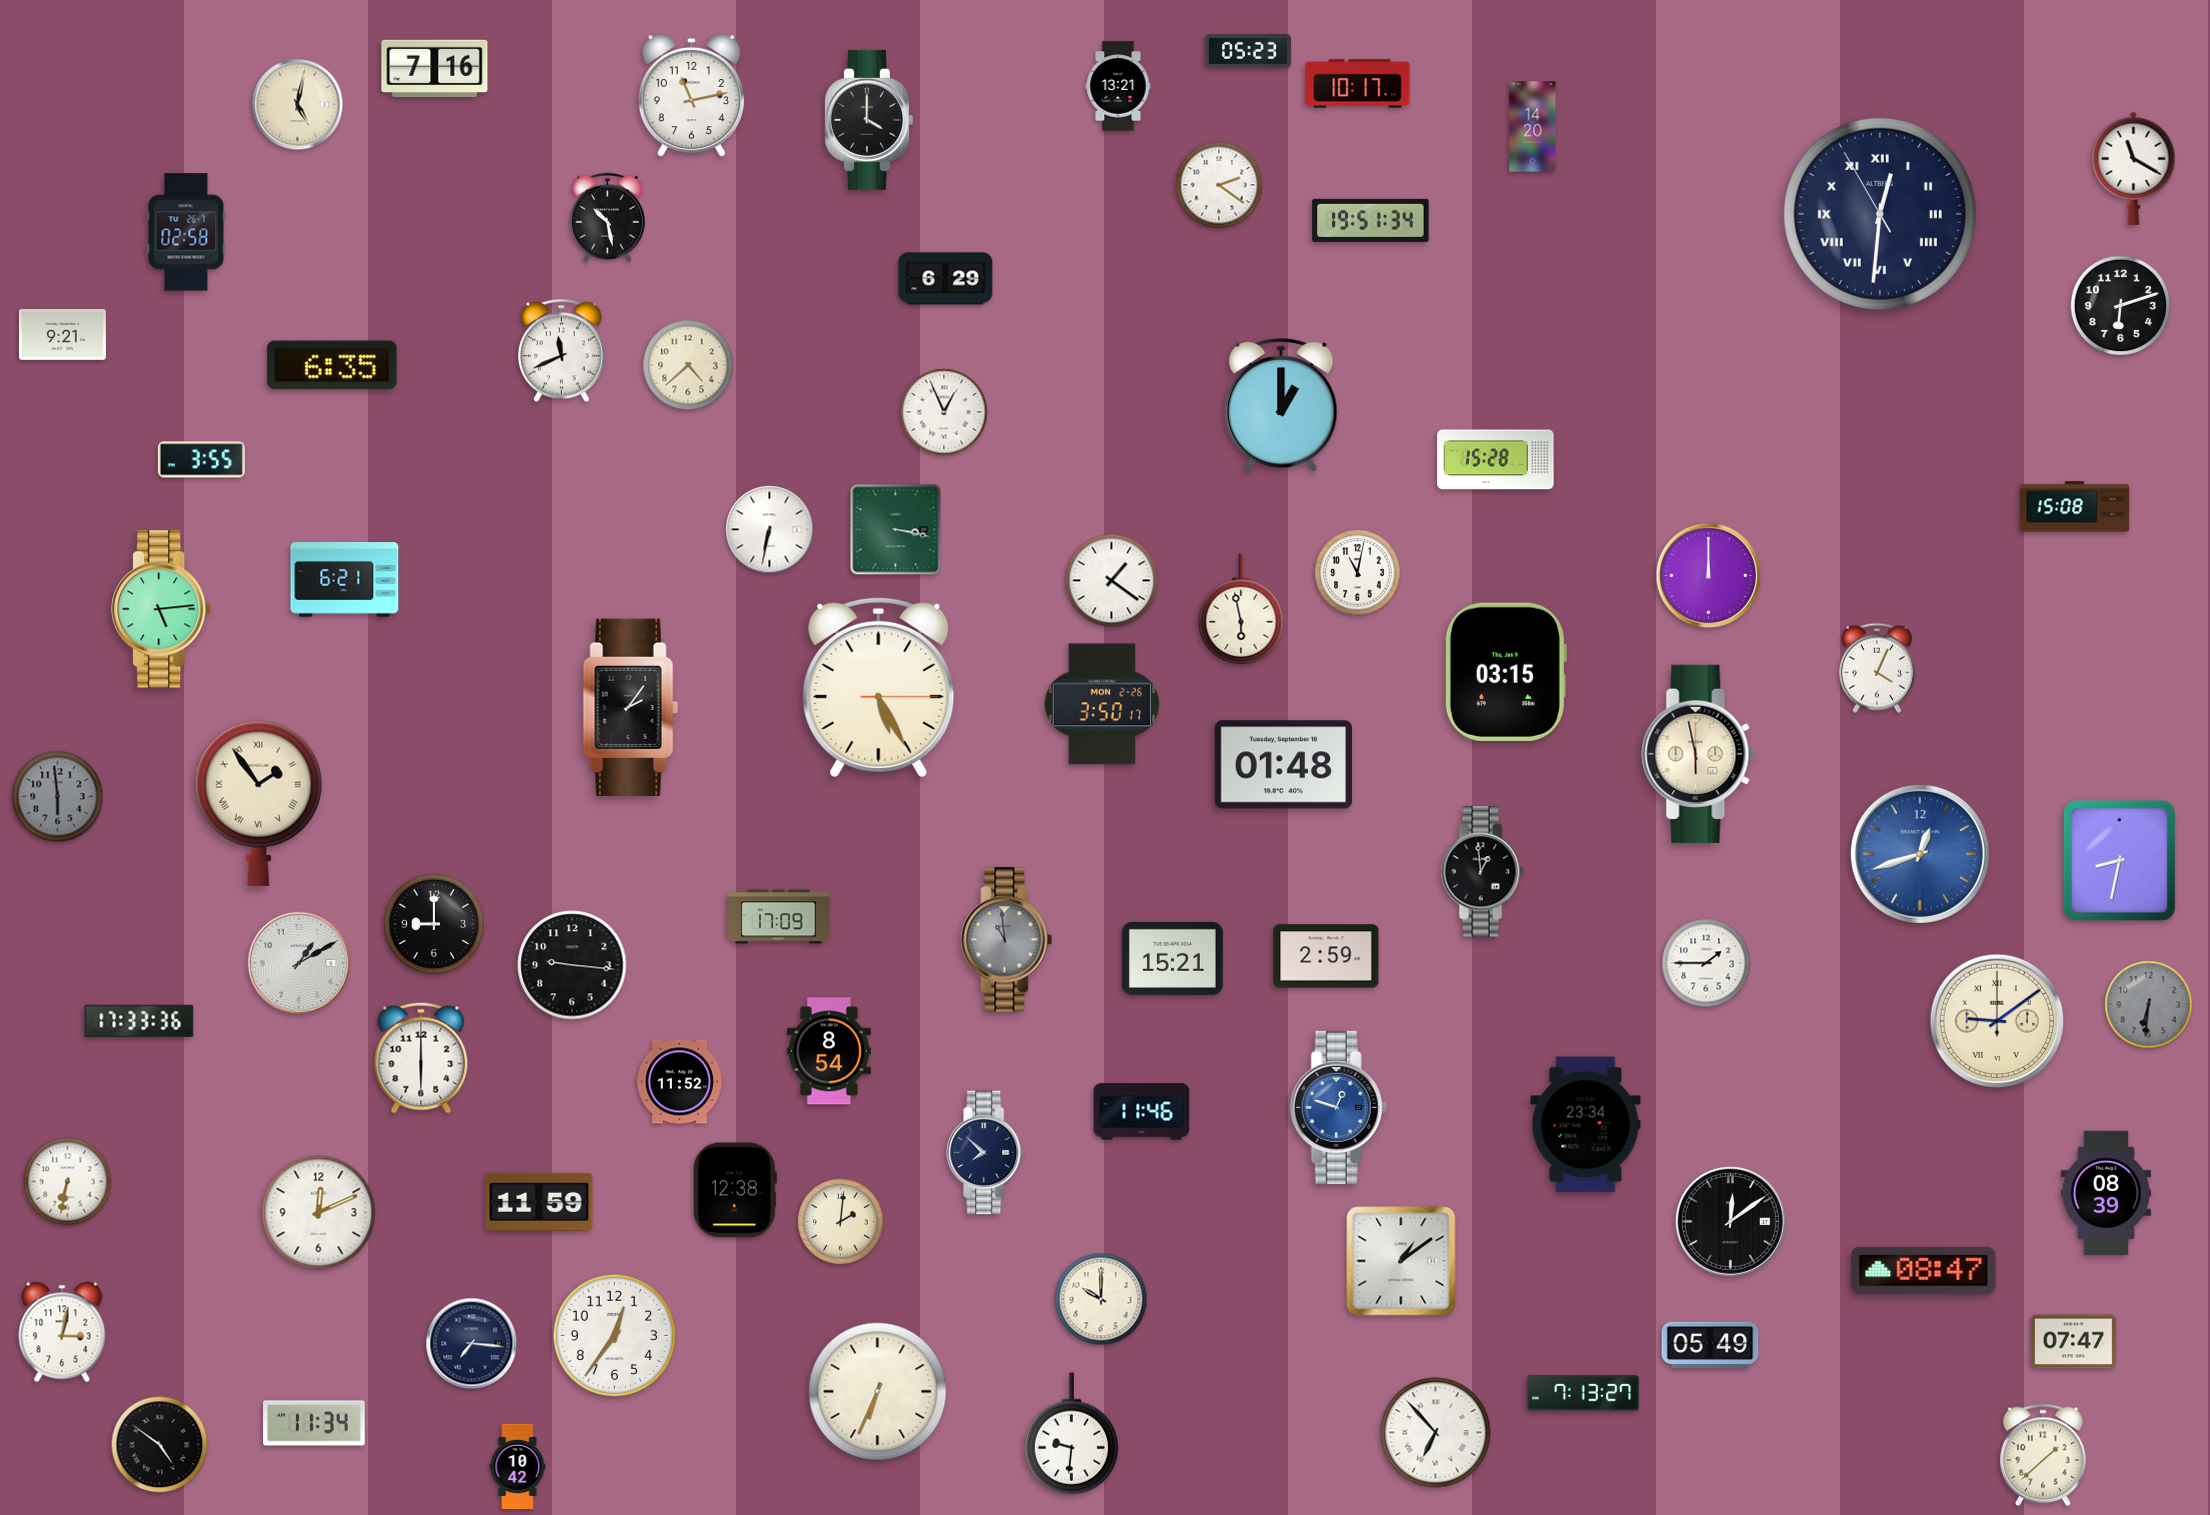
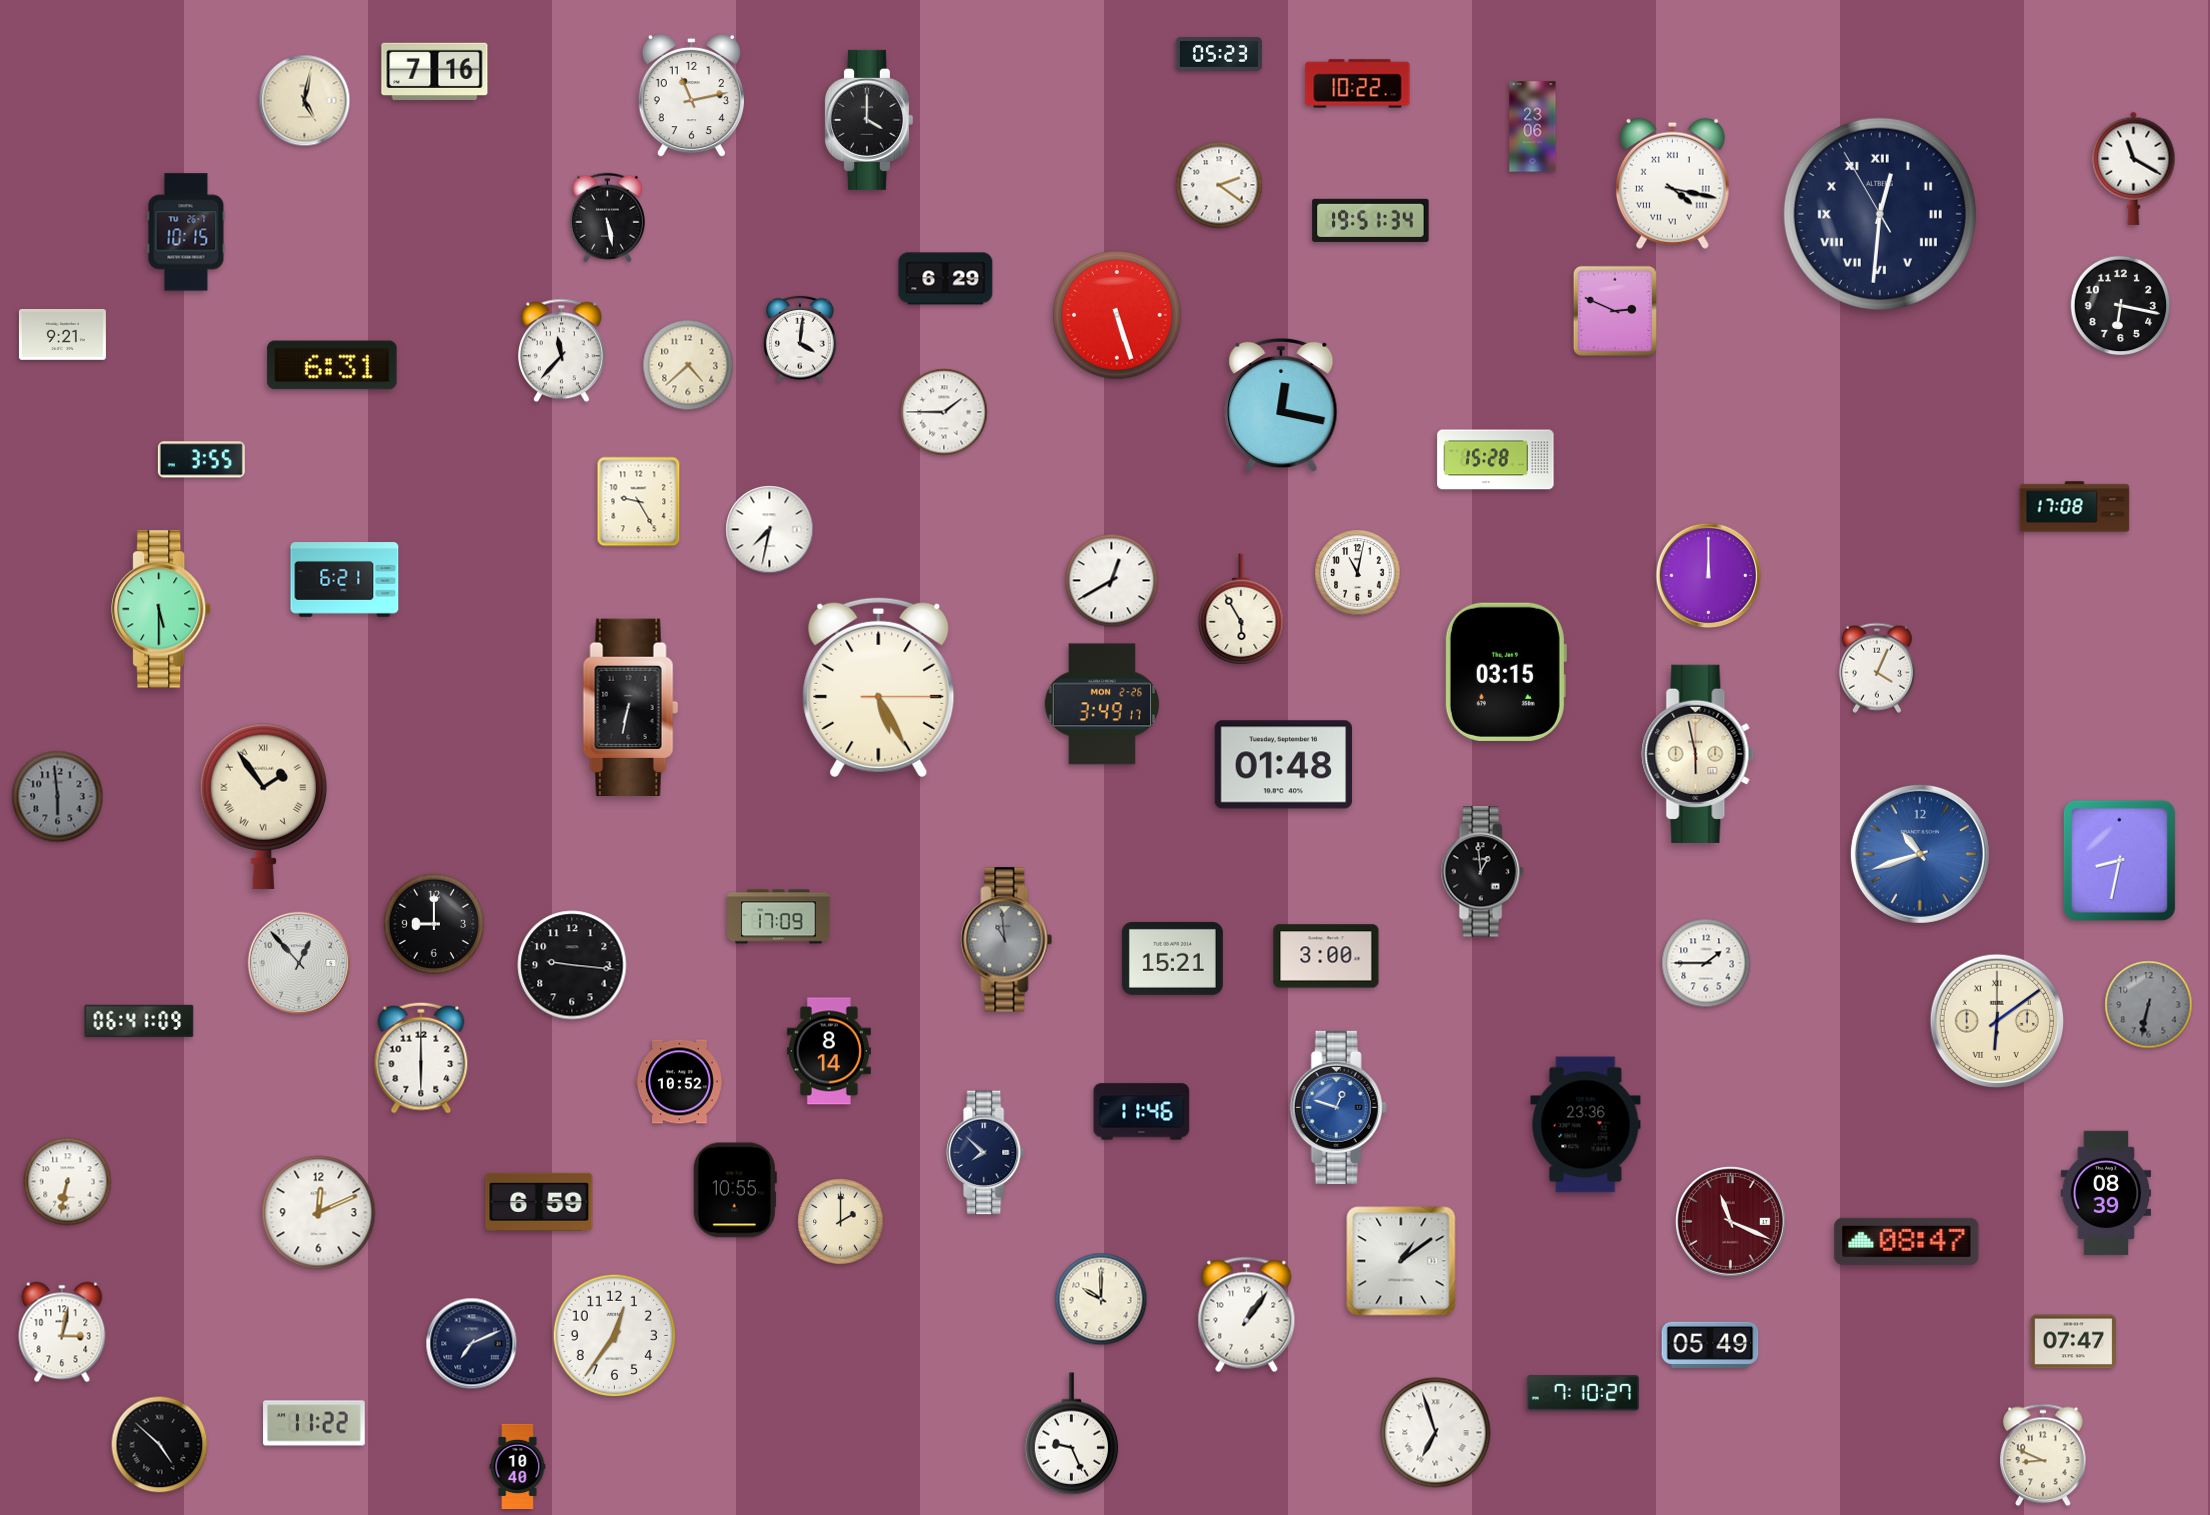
clock at (1248, 51) position: (1248, 51) -> (1219, 54)
clock at (435, 69) position: (435, 69) -> (435, 72)
clock at (1358, 84): 10:17 -> 10:22
clock at (1118, 86): 13:21 -> none
clock at (298, 105) position: (298, 105) -> (305, 101)
clock at (1533, 127): 14:20 -> 23:06
clock at (1672, 183): none -> 4:17
clock at (607, 218): 10:28 -> 5:28
clock at (186, 232): 02:58 -> 10:15
clock at (2121, 306): 6:12 -> 6:17
clock at (1615, 311): none -> 2:49
clock at (1117, 315): none -> 5:27
clock at (800, 339): none -> 4:01
clock at (562, 351): 11:41 -> 11:37
clock at (332, 365): 6:35 -> 6:31
clock at (1281, 405): 1:00 -> 12:17
clock at (944, 412): 12:56 -> 1:45
clock at (639, 502): none -> 9:25
clock at (2075, 507): 15:08 -> 17:08
clock at (770, 530): 6:32 -> 7:32
clock at (896, 530): 3:17 -> none
clock at (1112, 581): 1:21 -> 12:40
clock at (162, 609): 5:14 -> 5:30
clock at (1241, 609): 5:58 -> 5:55
clock at (1102, 704): 3:50 -> 3:49
clock at (630, 707): 2:06 -> 6:32
clock at (258, 803) position: (258, 803) -> (263, 806)
clock at (1920, 854): 12:42 -> 10:42
clock at (1326, 956): 2:59 -> 3:00
clock at (299, 963): 1:10 -> 12:53
clock at (2149, 1005): 6:31 -> 6:32
clock at (139, 1020): 17:33 -> 06:41
clock at (1996, 1020): 9:09 -> 6:09
clock at (829, 1051): 8:54 -> 8:14
clock at (679, 1082): 11:52 -> 10:52
clock at (1586, 1125): 23:34 -> 23:36
clock at (735, 1190): 12:38 -> 10:55
clock at (539, 1202): 11:59 -> 6:59
clock at (1730, 1221): 12:09 -> 11:19
clock at (1730, 1221) dial: black -> burgundy
clock at (841, 1222): 2:01 -> 2:00
clock at (1924, 1270) position: (1924, 1270) -> (1907, 1241)
clock at (1247, 1315): none -> 1:06
clock at (472, 1344): 7:16 -> 7:11
clock at (878, 1392): 6:34 -> none
clock at (1583, 1393): 7:13 -> 7:10
clock at (314, 1423): 11:34 -> 11:22
clock at (1436, 1433): 6:53 -> 6:57
clock at (1071, 1434): 9:31 -> 9:26
clock at (160, 1445): 4:51 -> 4:52
clock at (2043, 1455): 1:38 -> 8:49
clock at (518, 1467): 10:42 -> 10:40
